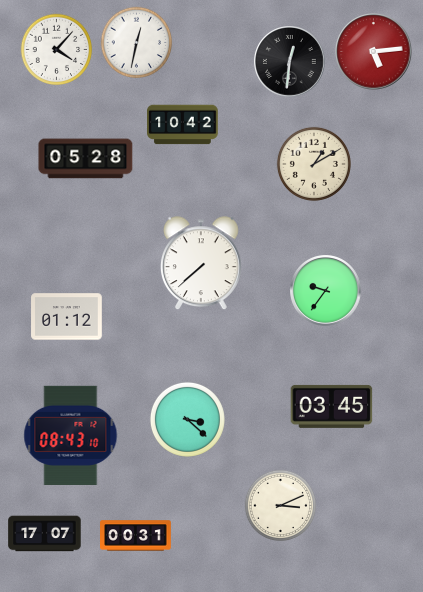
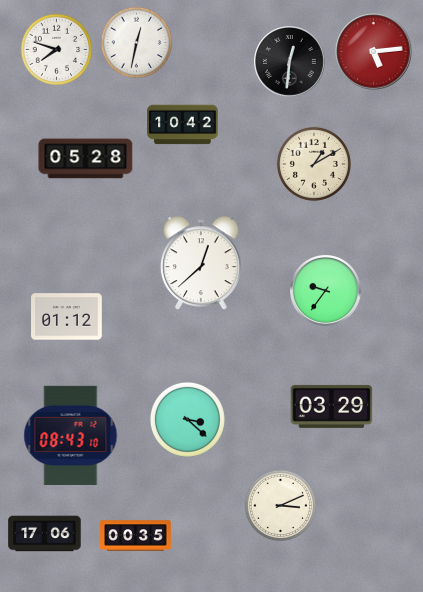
clock at (57, 50): 4:07 -> 7:48
clock at (202, 264): 7:38 -> 12:38
clock at (332, 406): 03:45 -> 03:29
clock at (45, 534): 17:07 -> 17:06
clock at (136, 536): 00:31 -> 00:35
